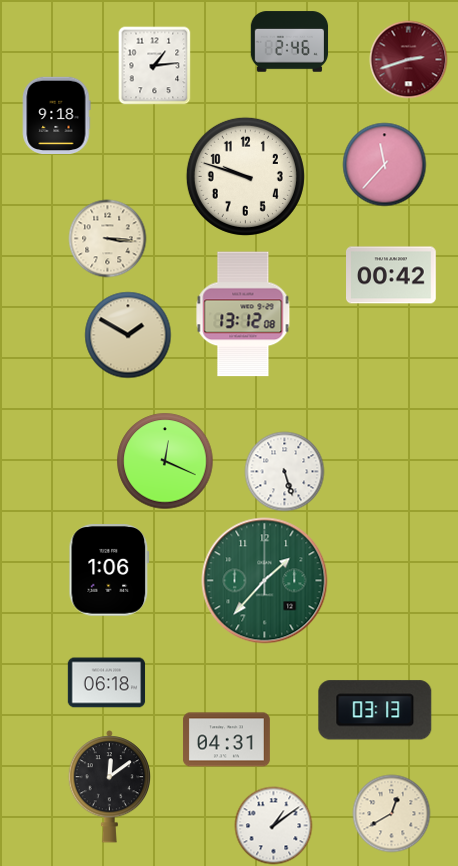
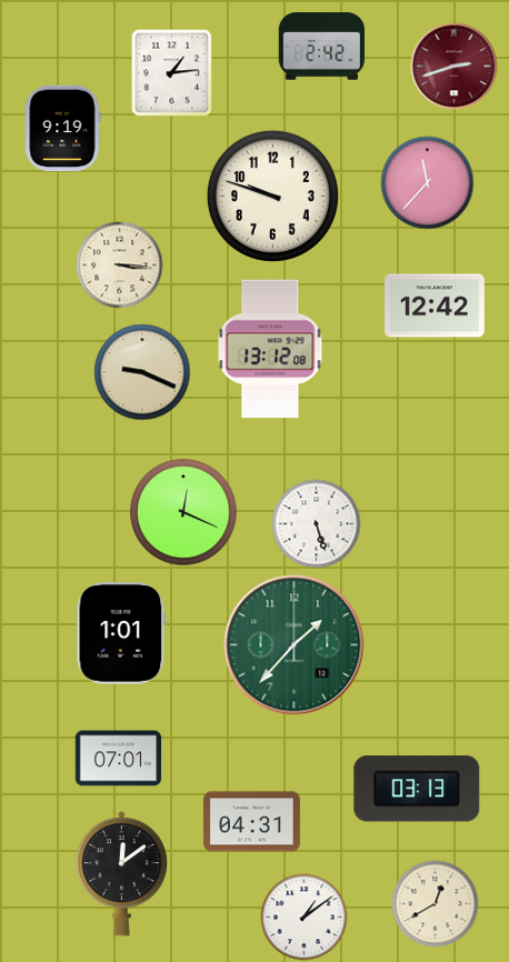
clock at (289, 42): 2:46 -> 2:42
clock at (56, 115): 9:18 -> 9:19
clock at (392, 275): 00:42 -> 12:42
clock at (128, 335): 1:50 -> 9:19
clock at (109, 570): 1:06 -> 1:01
clock at (106, 683): 06:18 -> 07:01
